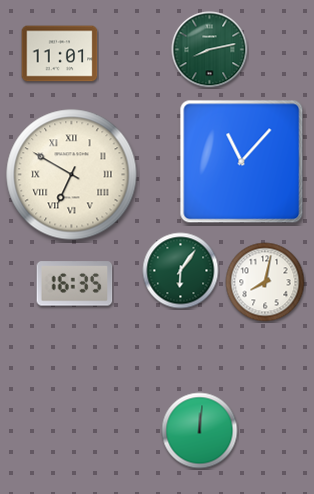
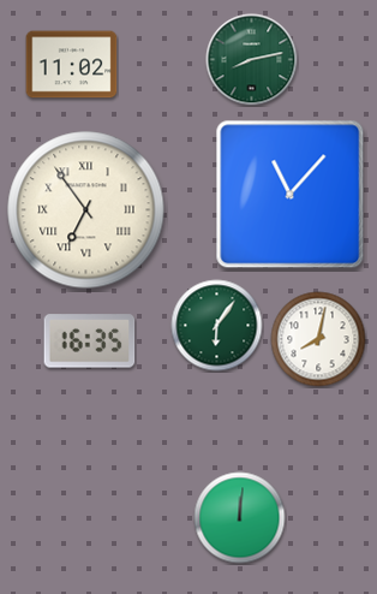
clock at (60, 54): 11:01 -> 11:02
clock at (72, 175): 6:50 -> 6:54
